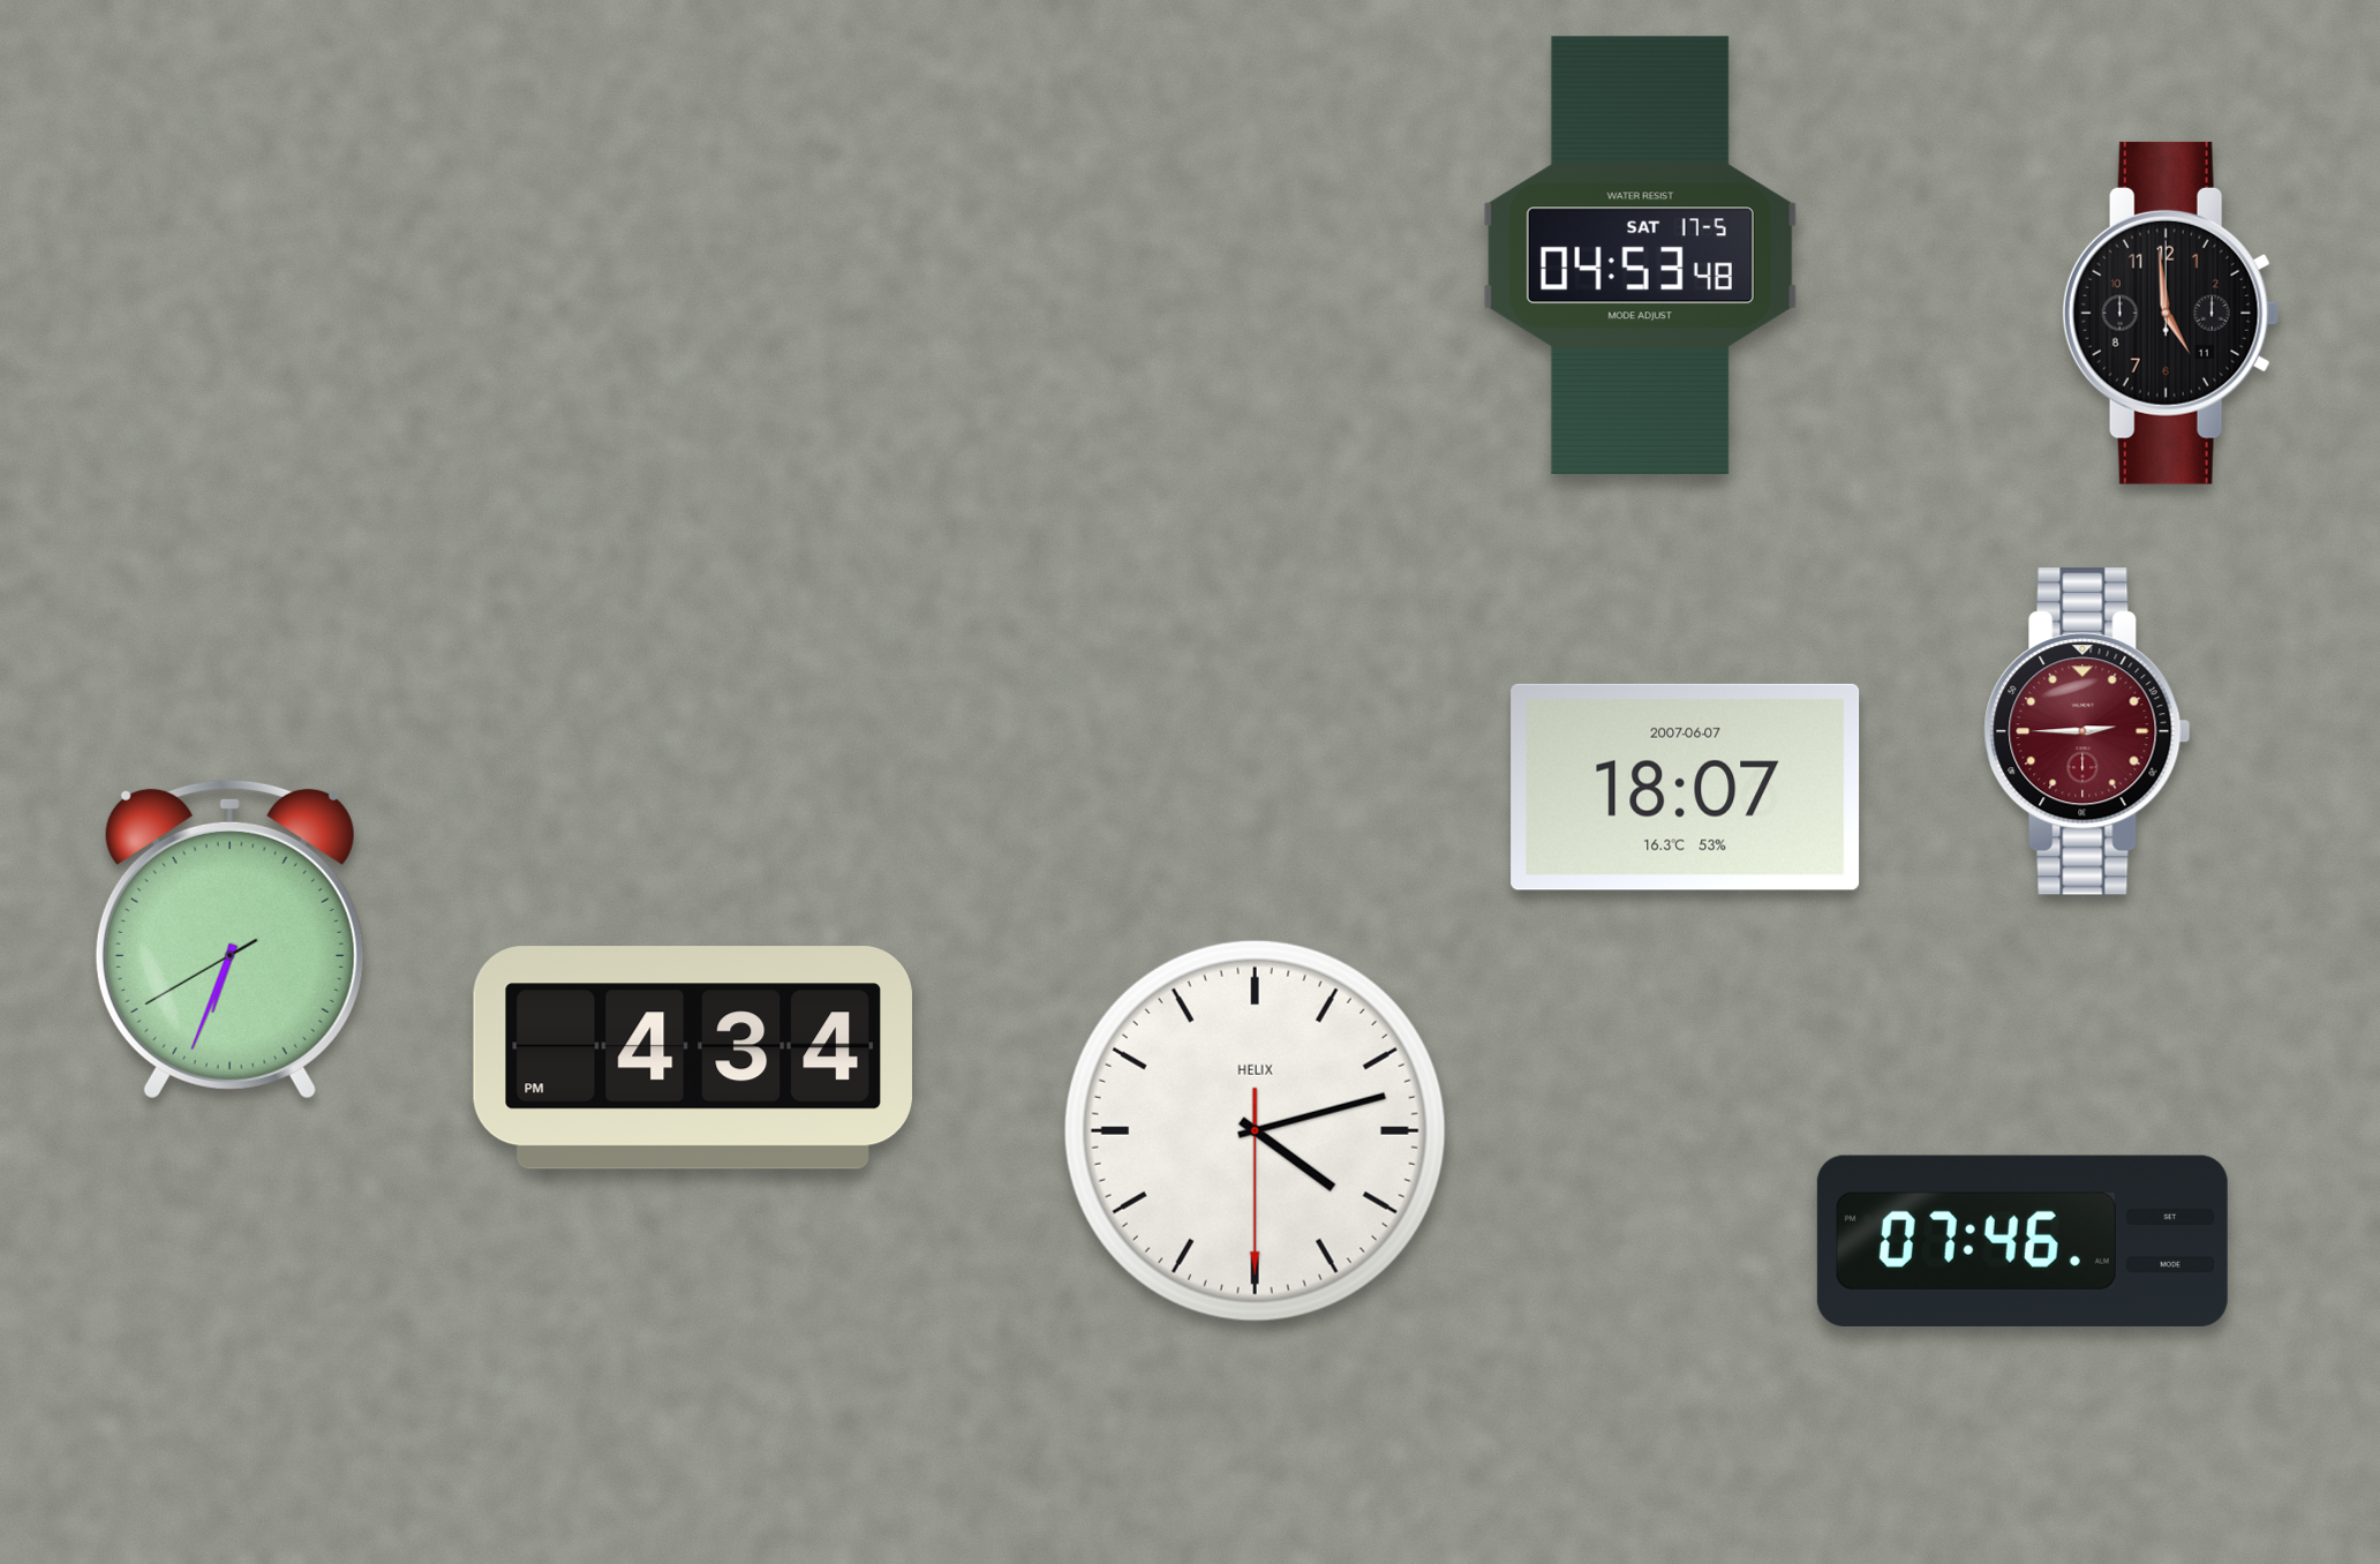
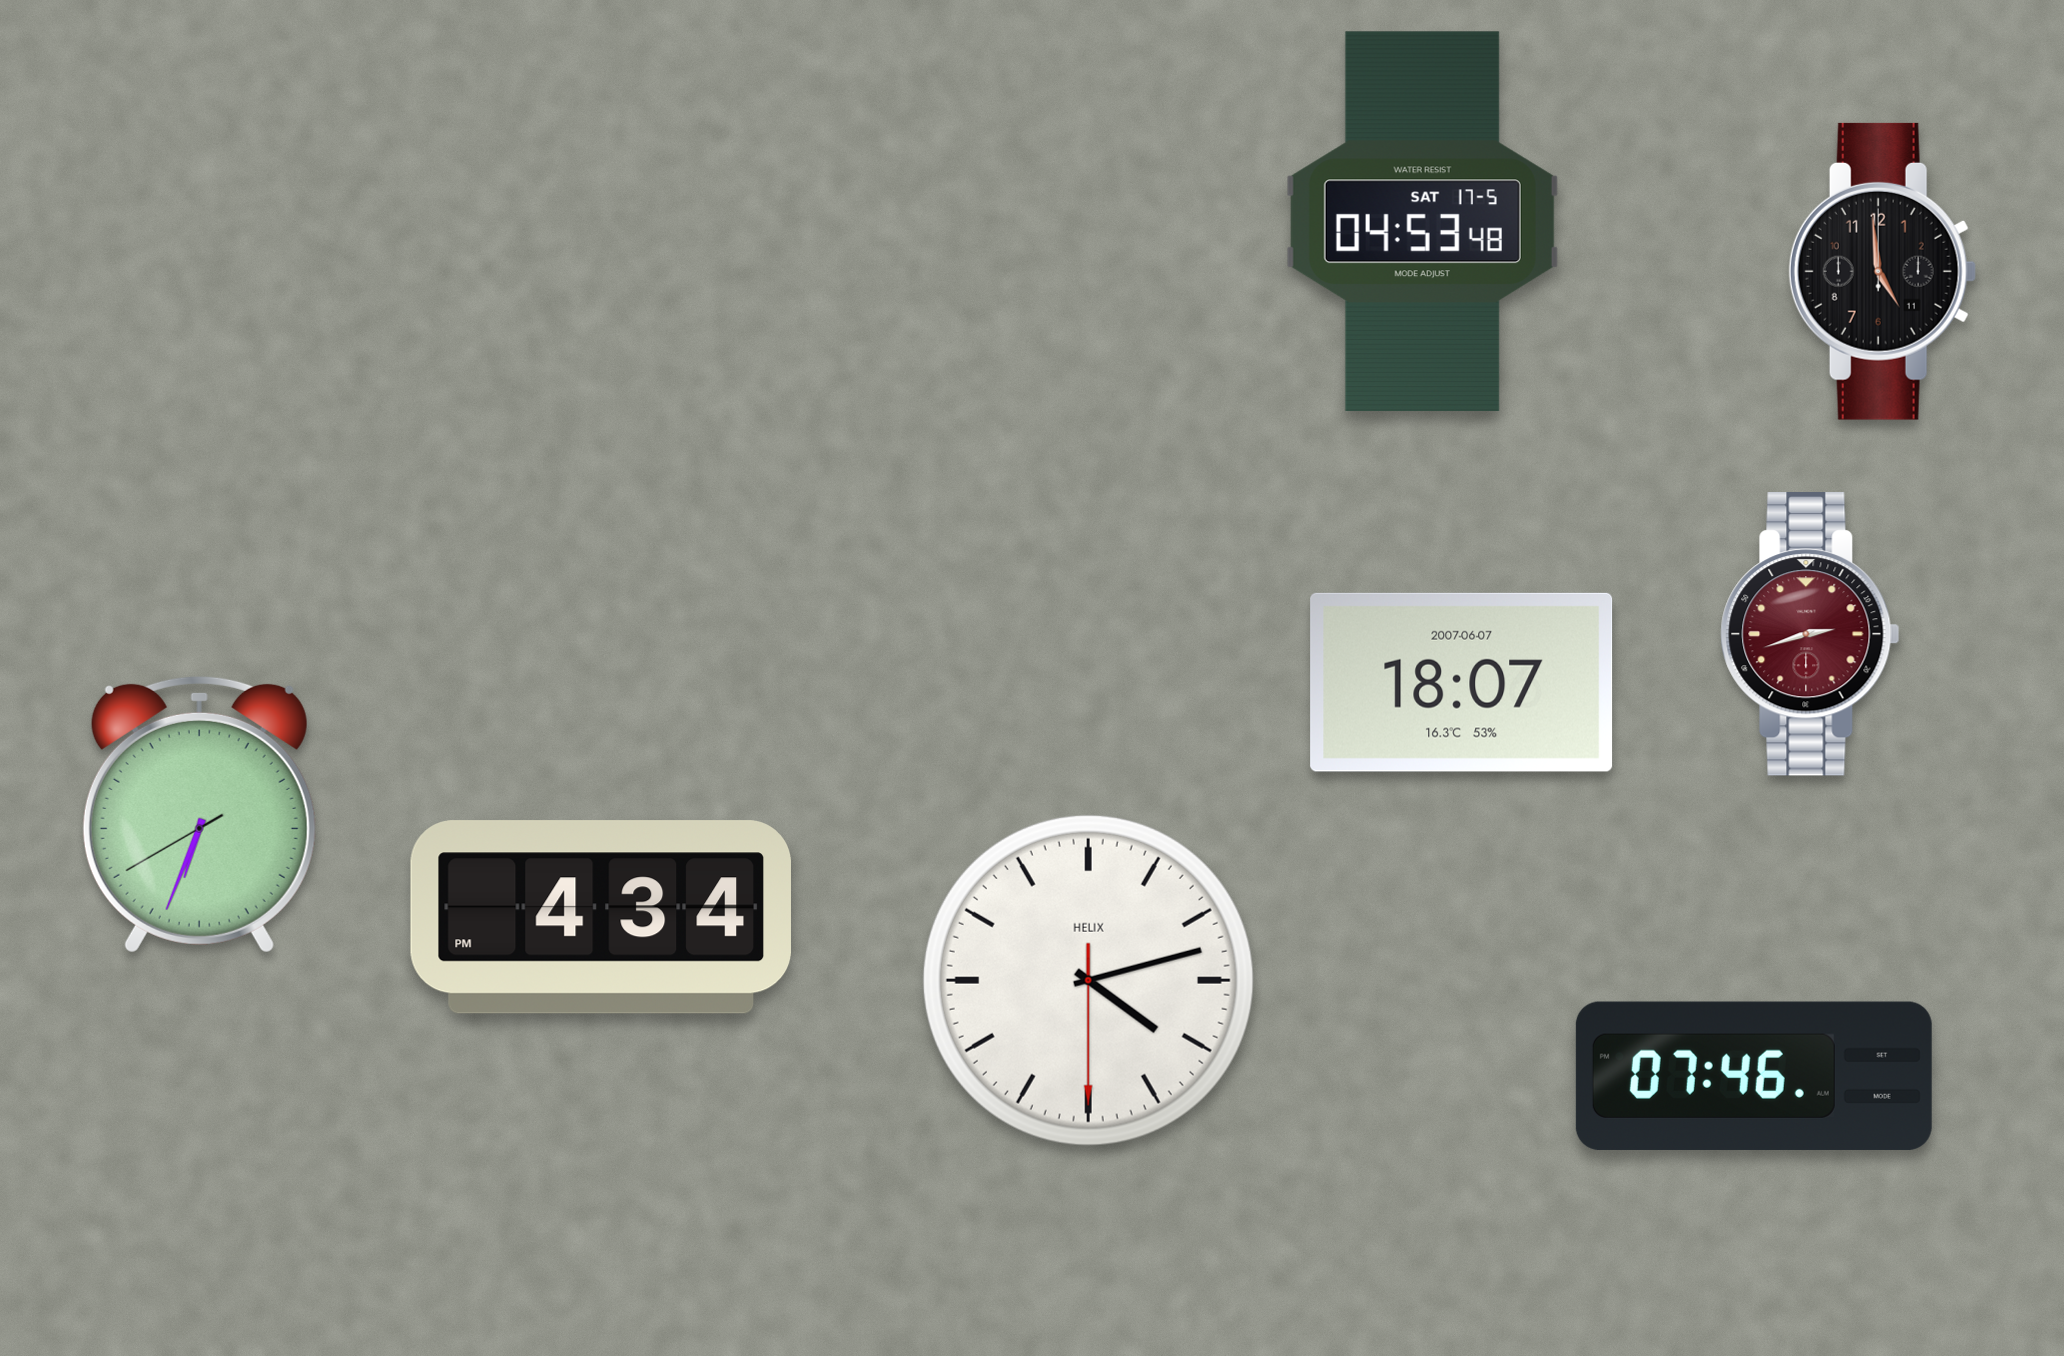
clock at (2087, 732): 2:45 -> 2:42
